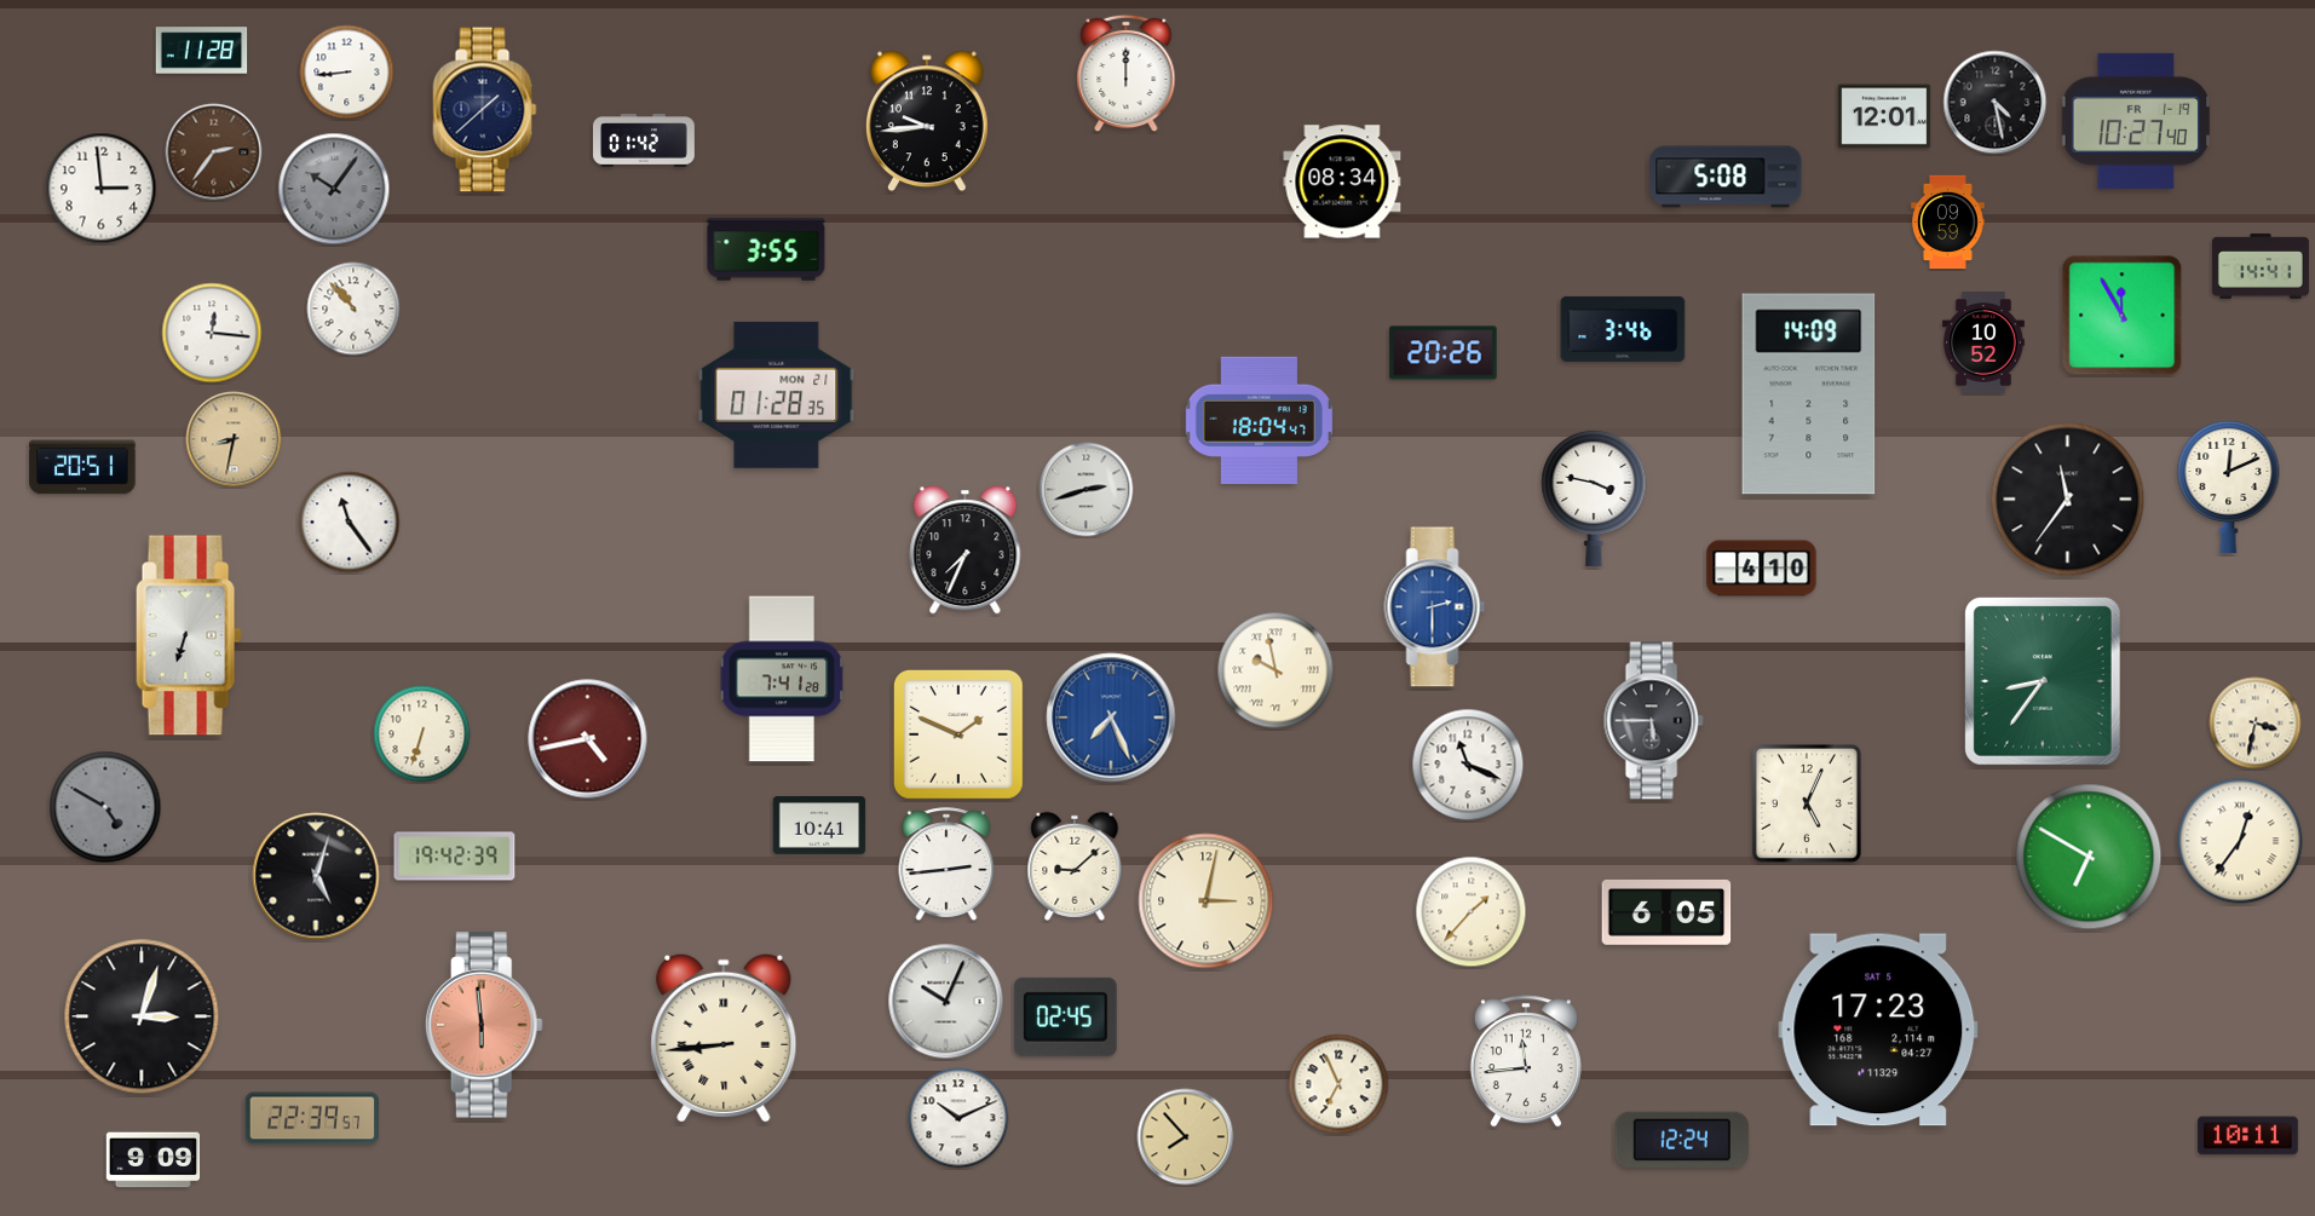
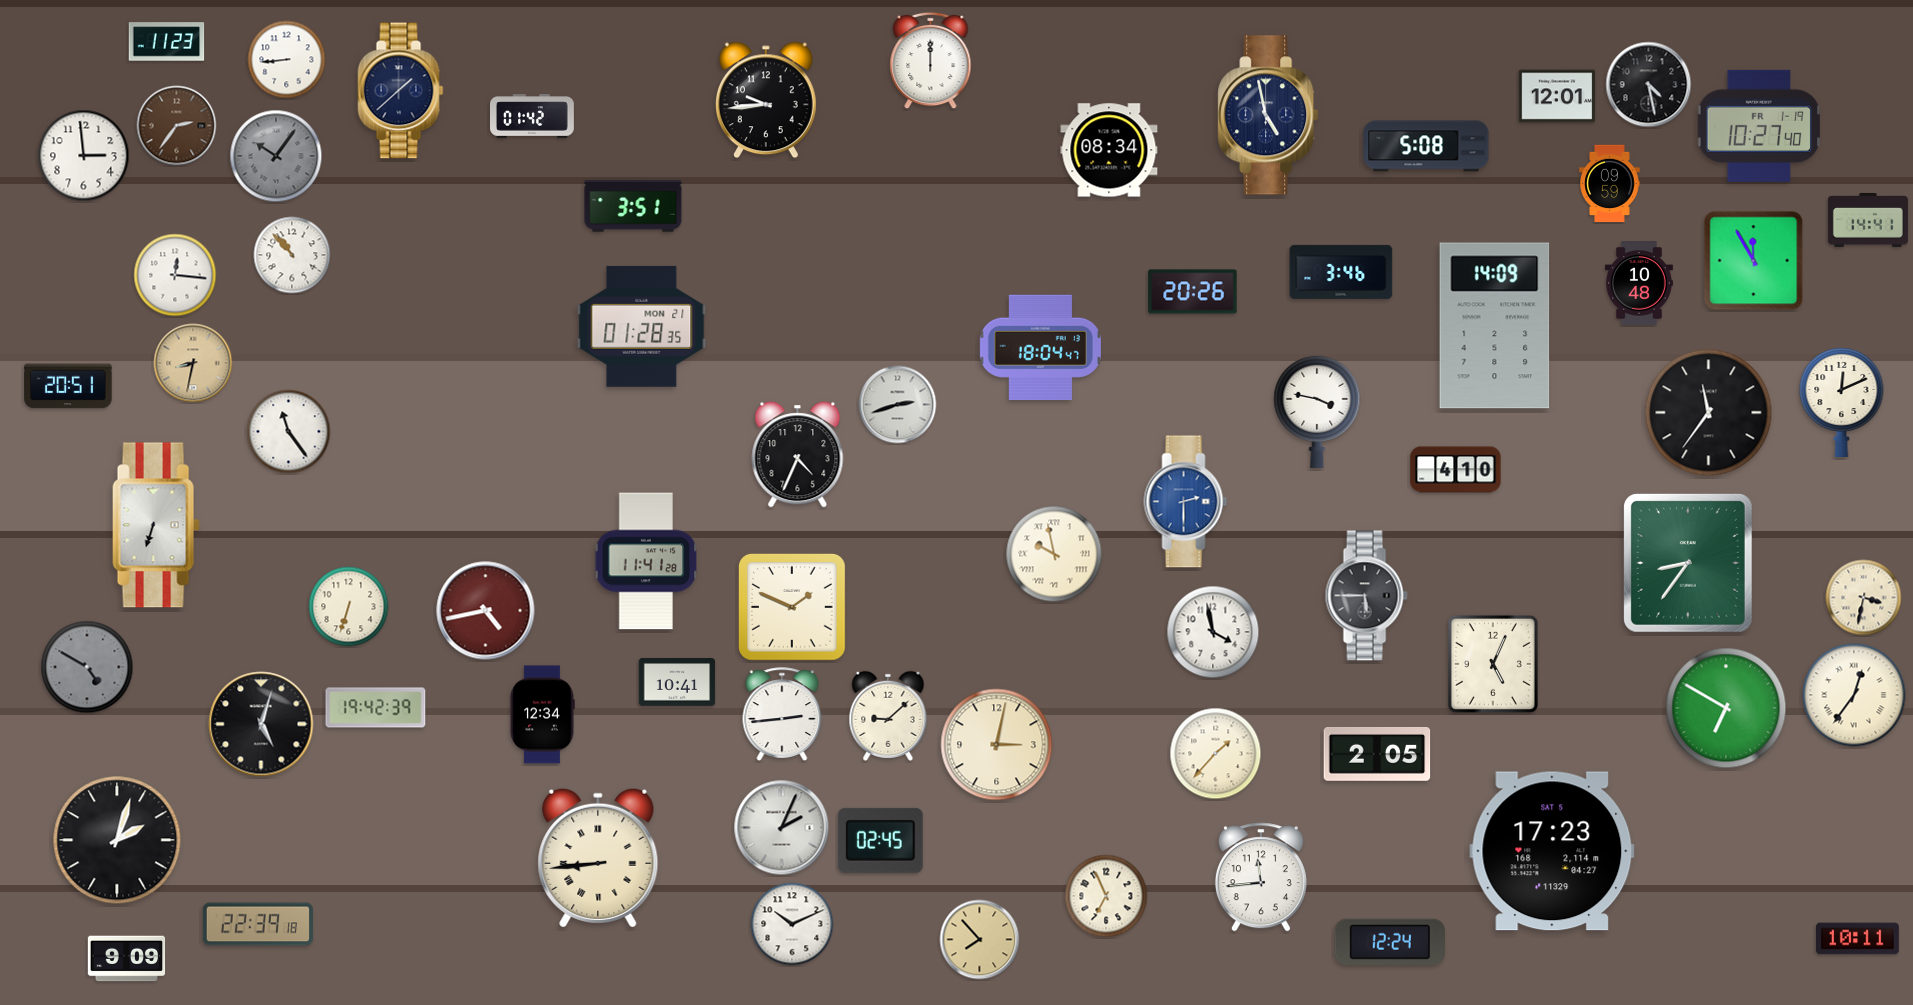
clock at (202, 51): 11:28 -> 11:23
clock at (2135, 121) position: (2135, 121) -> (1758, 126)
clock at (1268, 115): none -> 4:58
clock at (766, 249): 3:55 -> 3:51
clock at (1983, 344): 10:52 -> 10:48
clock at (966, 551): 7:34 -> 4:34
clock at (782, 679): 7:41 -> 11:41
clock at (1111, 718): 7:26 -> none
clock at (1468, 765): 11:19 -> 3:58
clock at (2240, 841) position: (2240, 841) -> (1854, 695)
clock at (542, 715): none -> 12:34
clock at (1666, 912): 6:05 -> 2:05
clock at (946, 1002): 10:04 -> 2:04
clock at (142, 1016): 3:03 -> 2:03
clock at (484, 1025): 5:59 -> none
clock at (311, 1118): 22:39:57 -> 22:39:18
